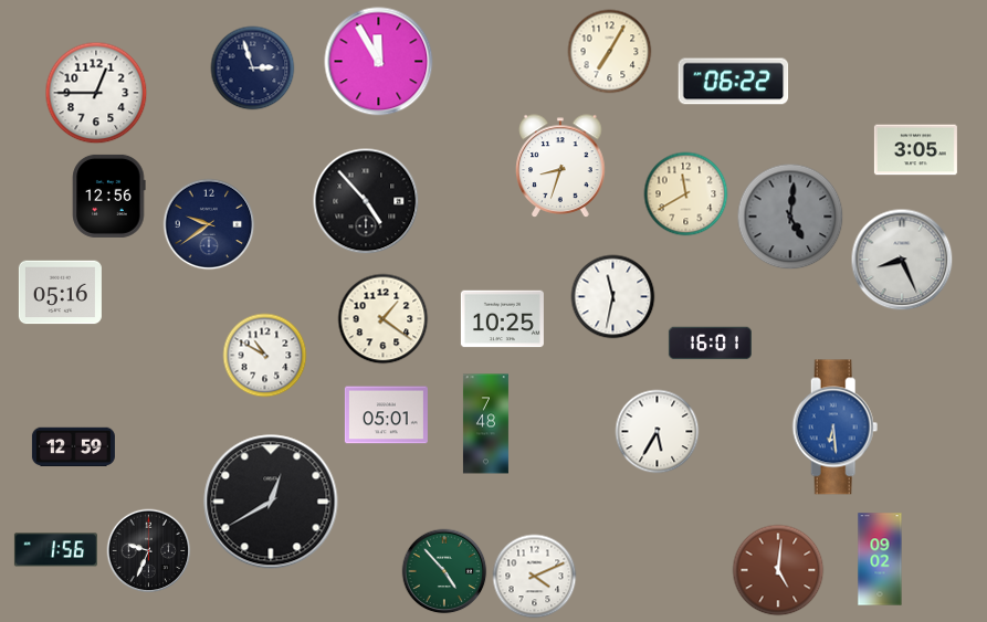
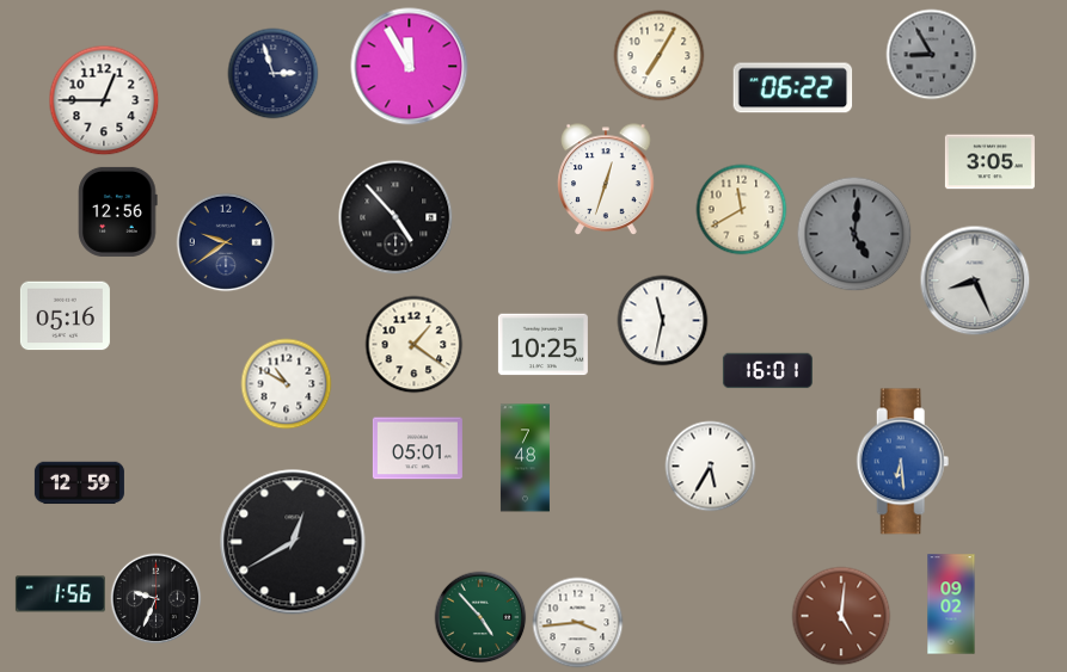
clock at (932, 55): none -> 8:55
clock at (560, 166): 8:33 -> 12:33
clock at (149, 551) position: (149, 551) -> (157, 599)
clock at (535, 577): 4:11 -> 3:44
